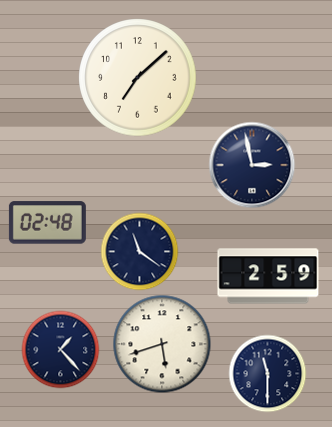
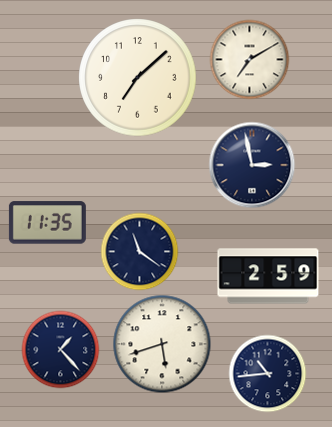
clock at (249, 59): none -> 7:10
clock at (47, 223): 02:48 -> 11:35
clock at (267, 373): 11:30 -> 10:44
